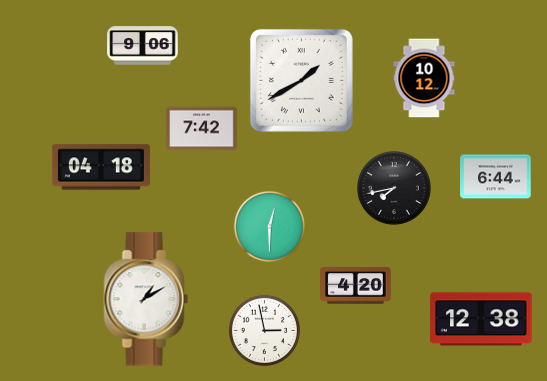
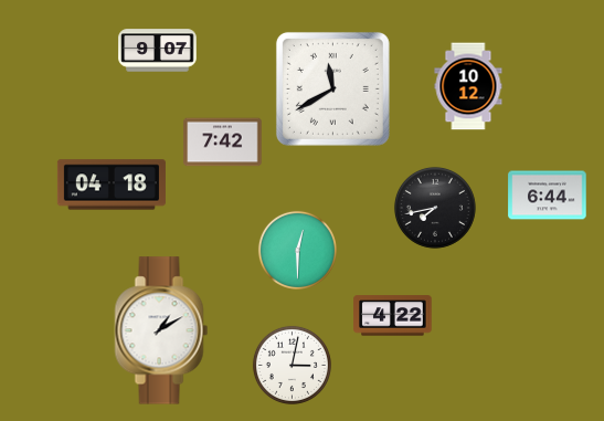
clock at (143, 46): 9:06 -> 9:07
clock at (301, 80): 1:40 -> 11:40
clock at (356, 286): 4:20 -> 4:22
clock at (481, 319): 12:38 -> none
clock at (264, 330): 2:58 -> 3:02
